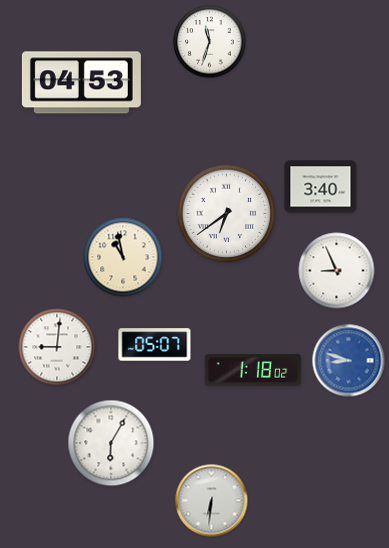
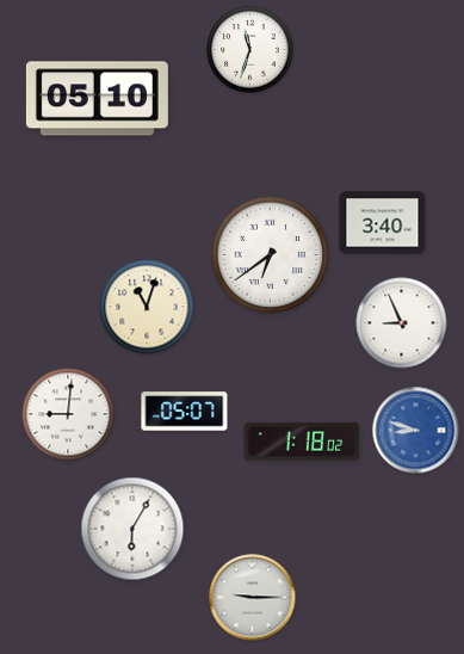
clock at (81, 83): 04:53 -> 05:10
clock at (123, 257): 10:58 -> 11:03
clock at (212, 501): 6:31 -> 9:15
